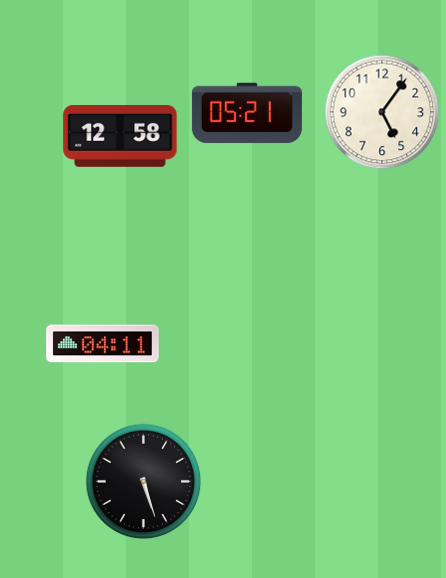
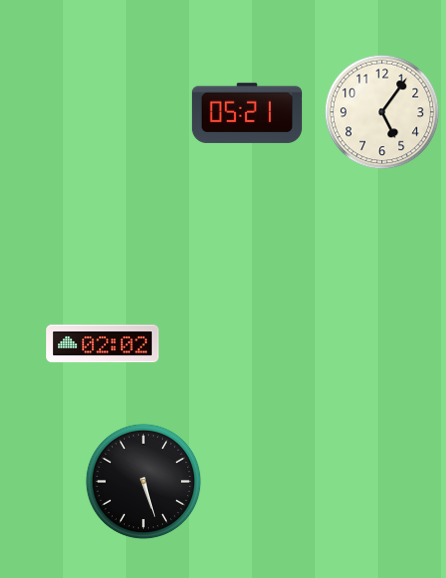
clock at (120, 136): 12:58 -> none
clock at (103, 344): 04:11 -> 02:02
